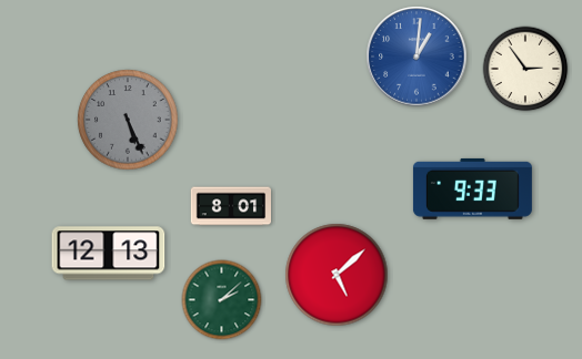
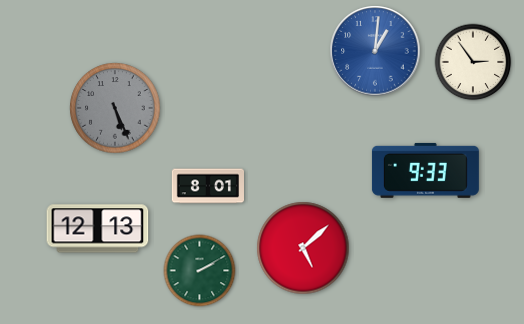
clock at (222, 300): 2:08 -> 2:10
